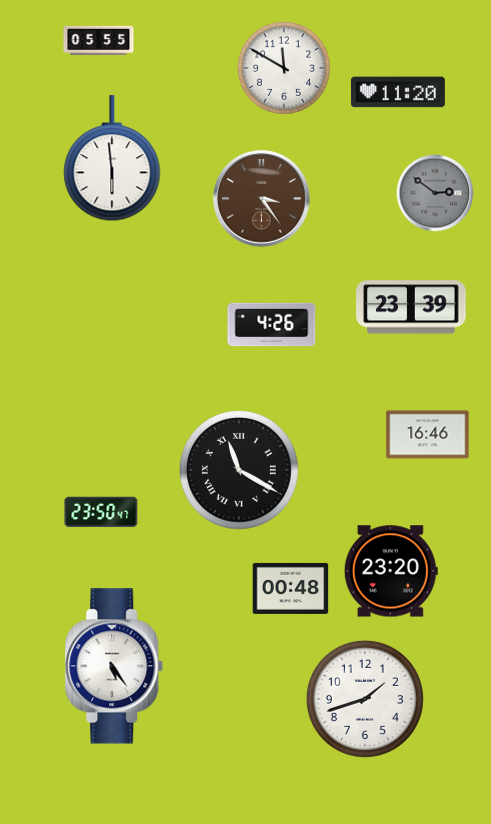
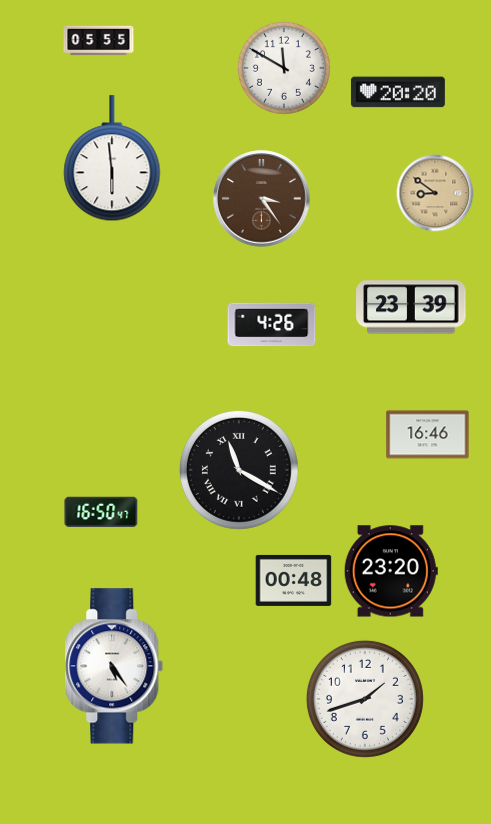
clock at (398, 92): 11:20 -> 20:20
clock at (435, 193): 2:51 -> 8:51
clock at (435, 193) dial: grey -> champagne
clock at (101, 511): 23:50 -> 16:50
clock at (291, 588) position: (291, 588) -> (294, 580)
